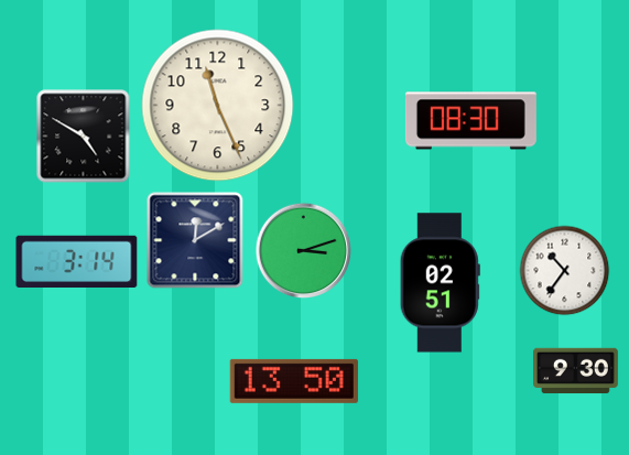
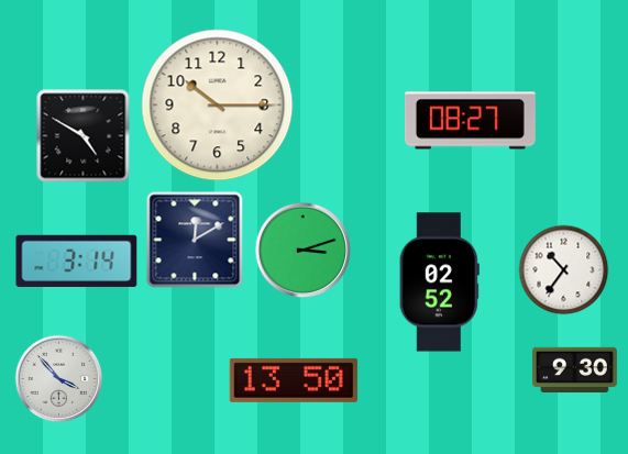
clock at (218, 106): 11:26 -> 10:15
clock at (470, 121): 08:30 -> 08:27
clock at (440, 283): 02:51 -> 02:52
clock at (59, 379): none -> 3:53
